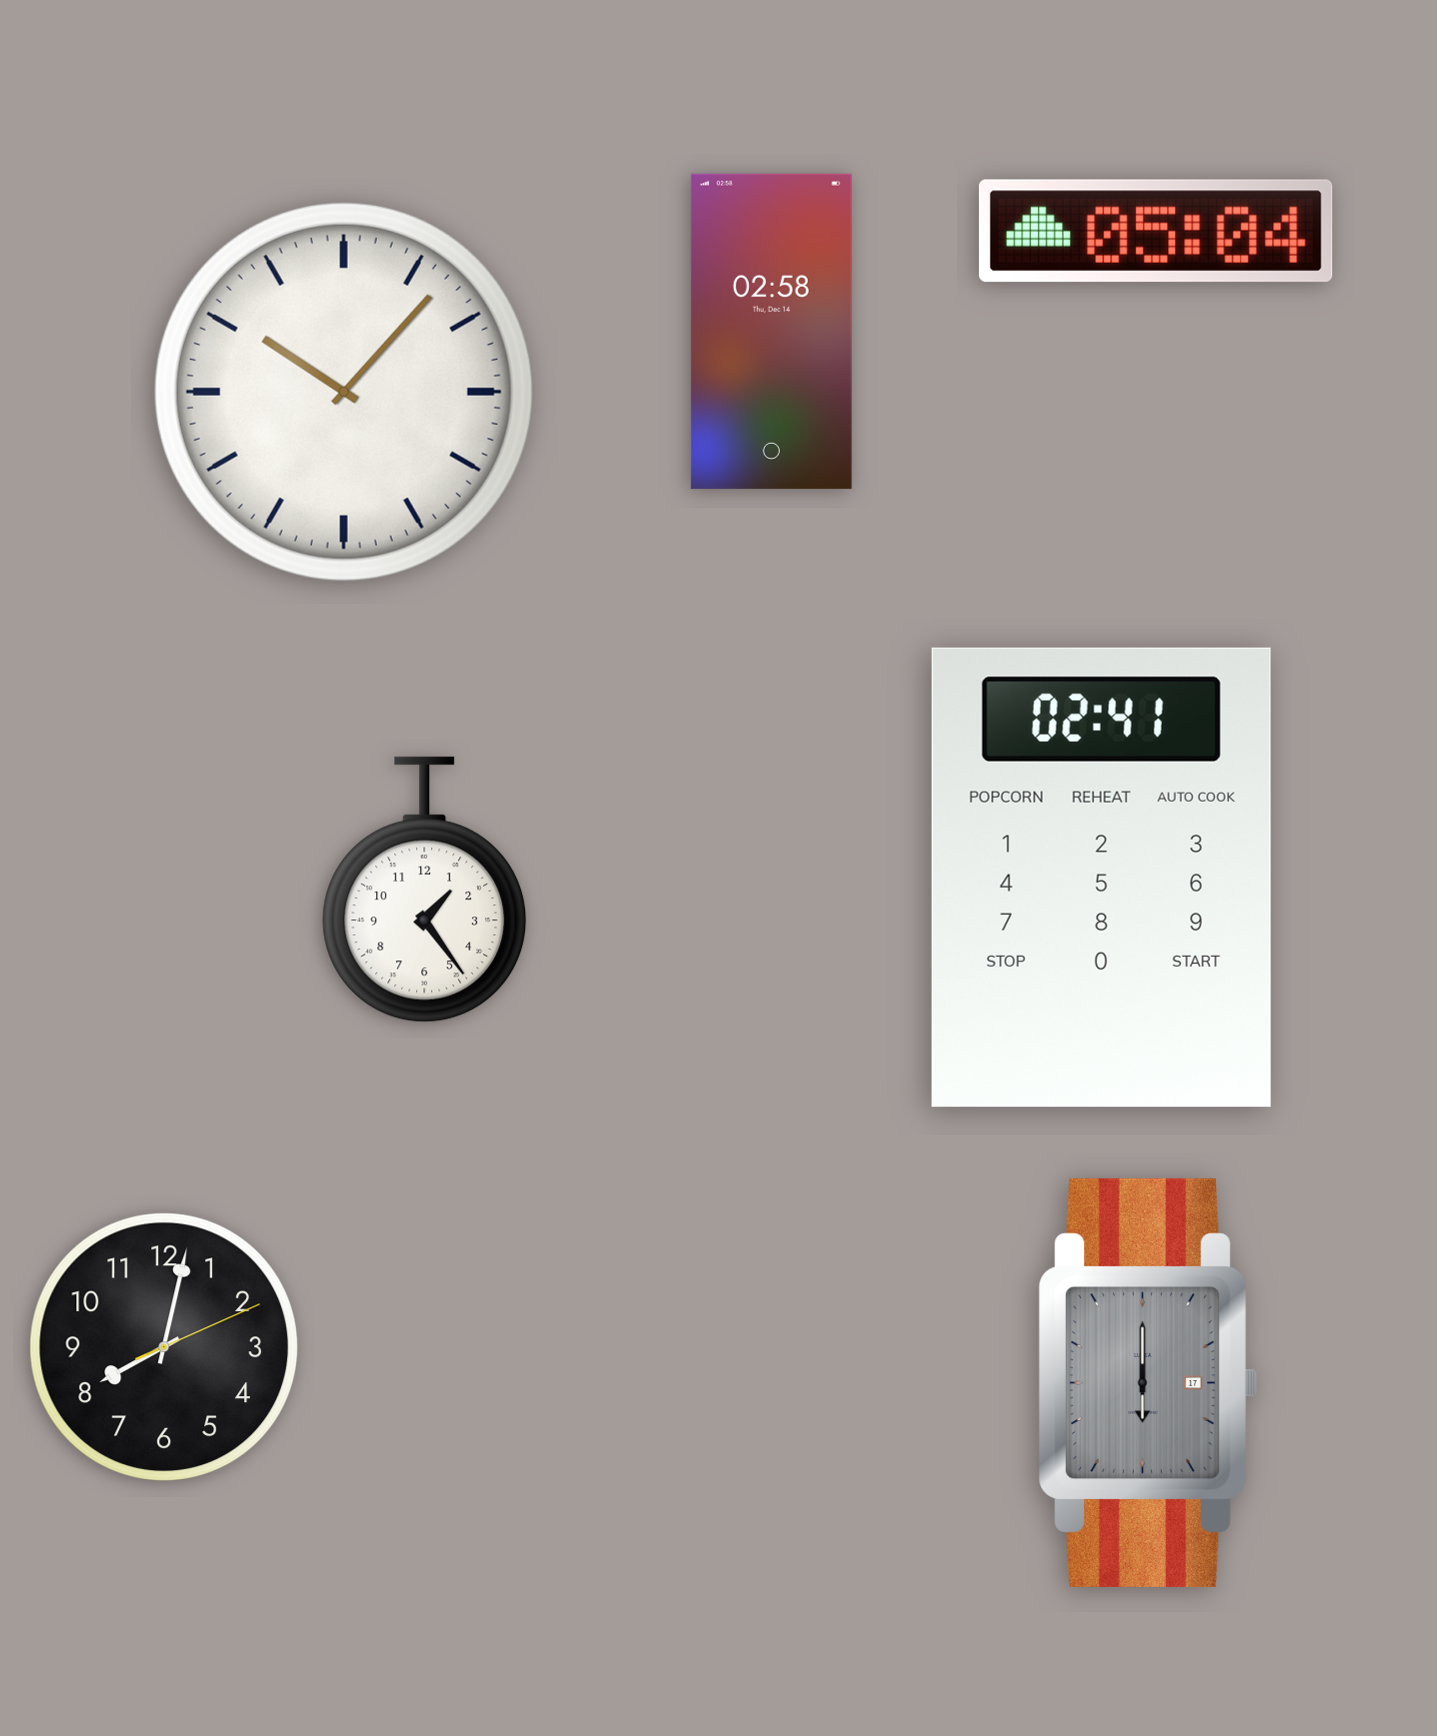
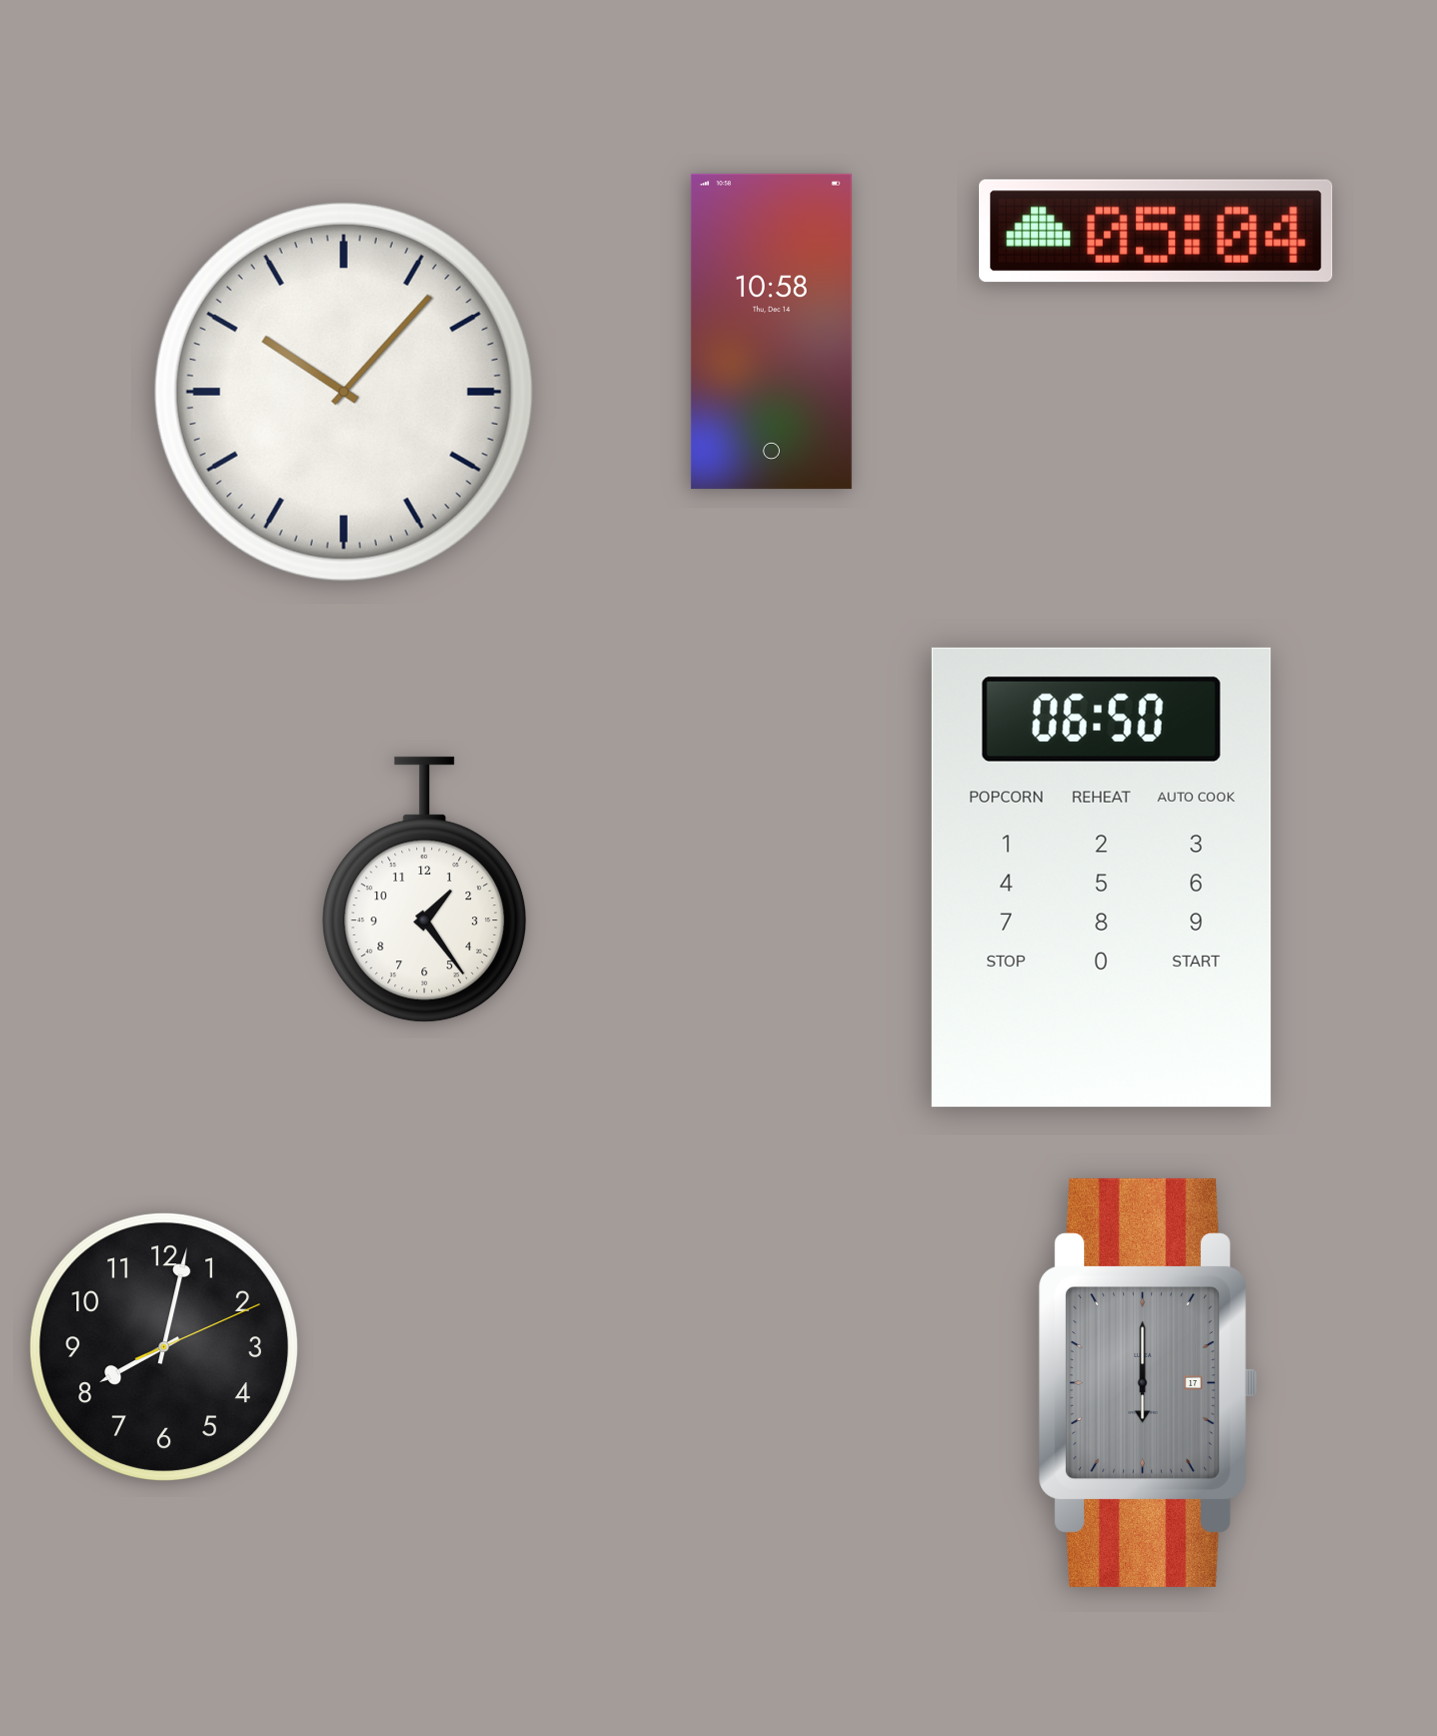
clock at (771, 331): 02:58 -> 10:58
clock at (1101, 877): 02:41 -> 06:50
